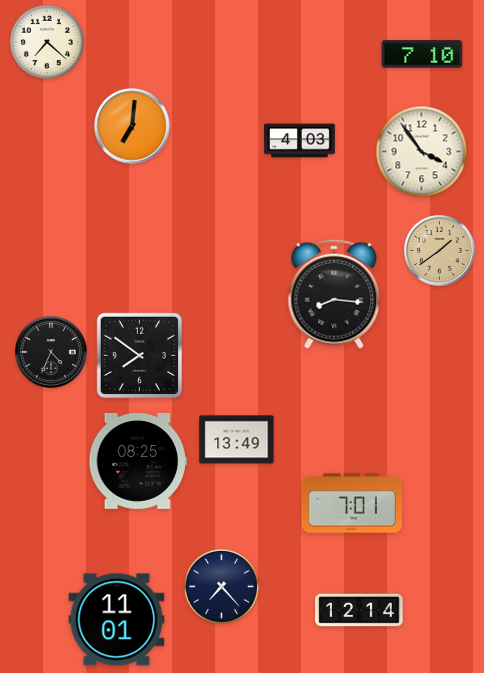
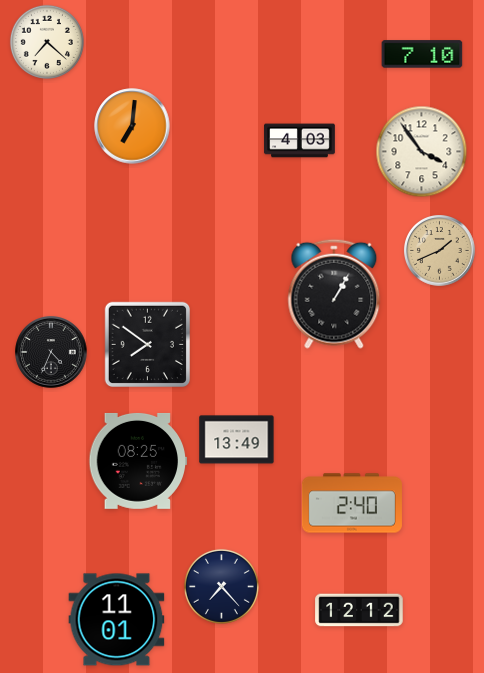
clock at (440, 251): 1:39 -> 1:41
clock at (334, 294): 8:16 -> 1:05
clock at (139, 355) position: (139, 355) -> (147, 344)
clock at (352, 503): 7:01 -> 2:40
clock at (359, 610): 12:14 -> 12:12
